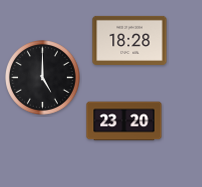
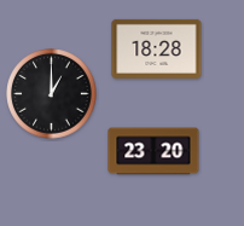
clock at (43, 78): 5:00 -> 1:00
clock at (124, 121) position: (124, 121) -> (153, 151)
